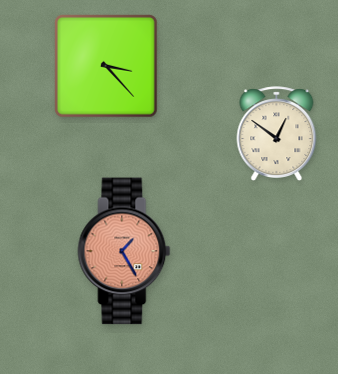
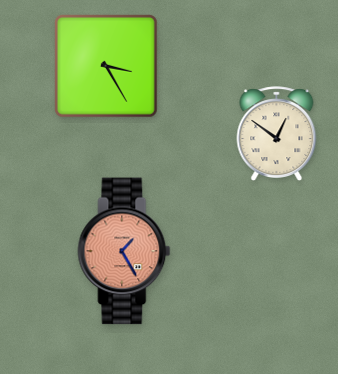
clock at (107, 66): 3:23 -> 3:25
